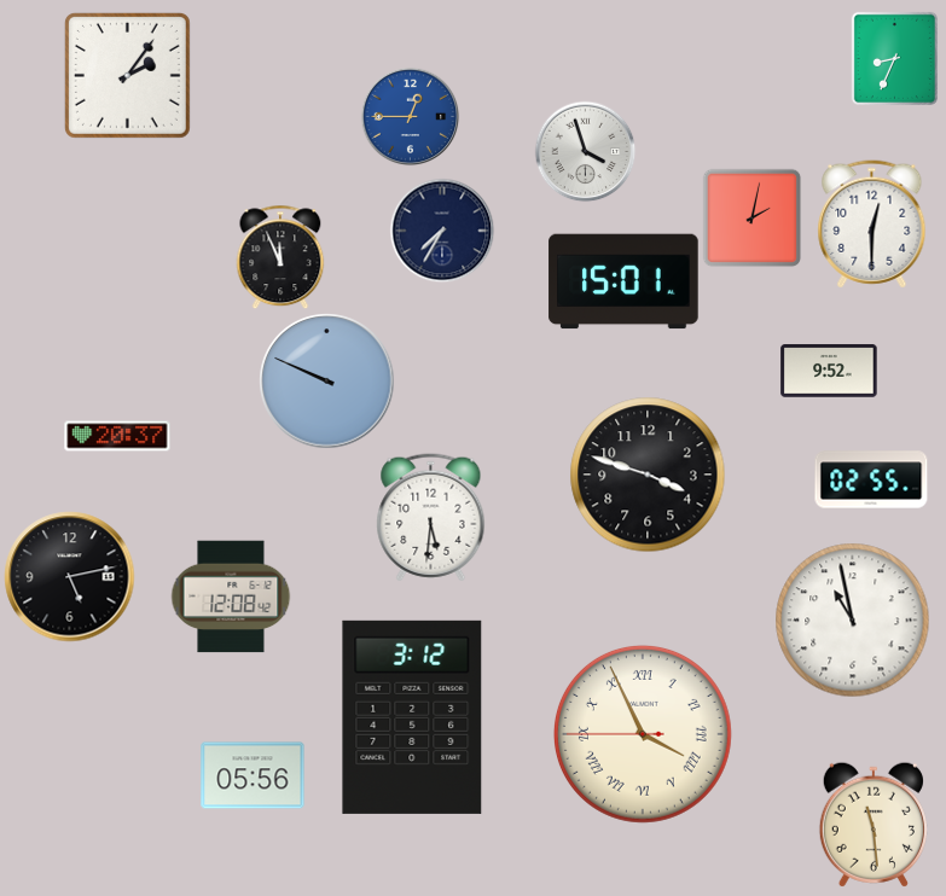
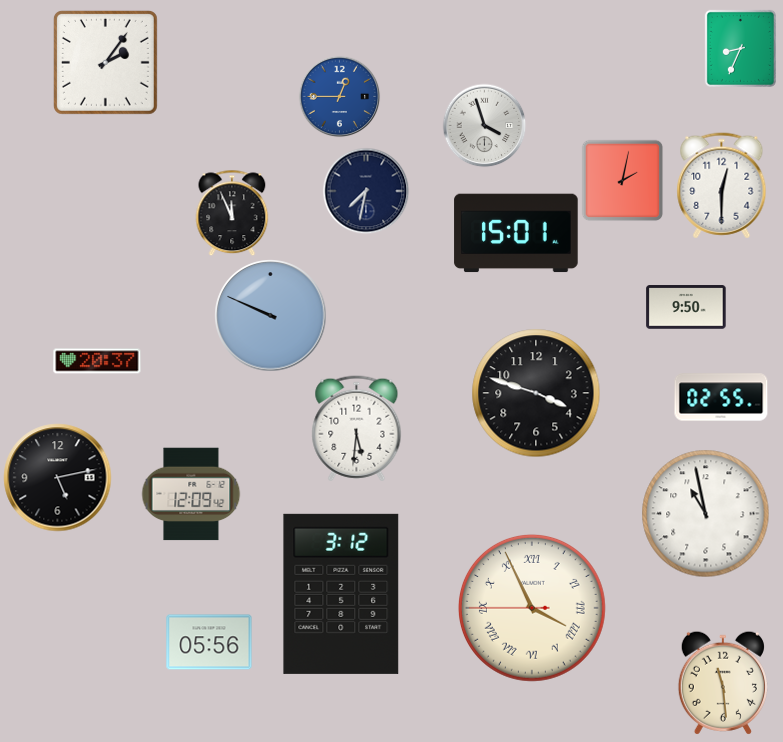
clock at (442, 231): 7:35 -> 7:32
clock at (829, 371): 9:52 -> 9:50
clock at (231, 597): 12:08 -> 12:09
